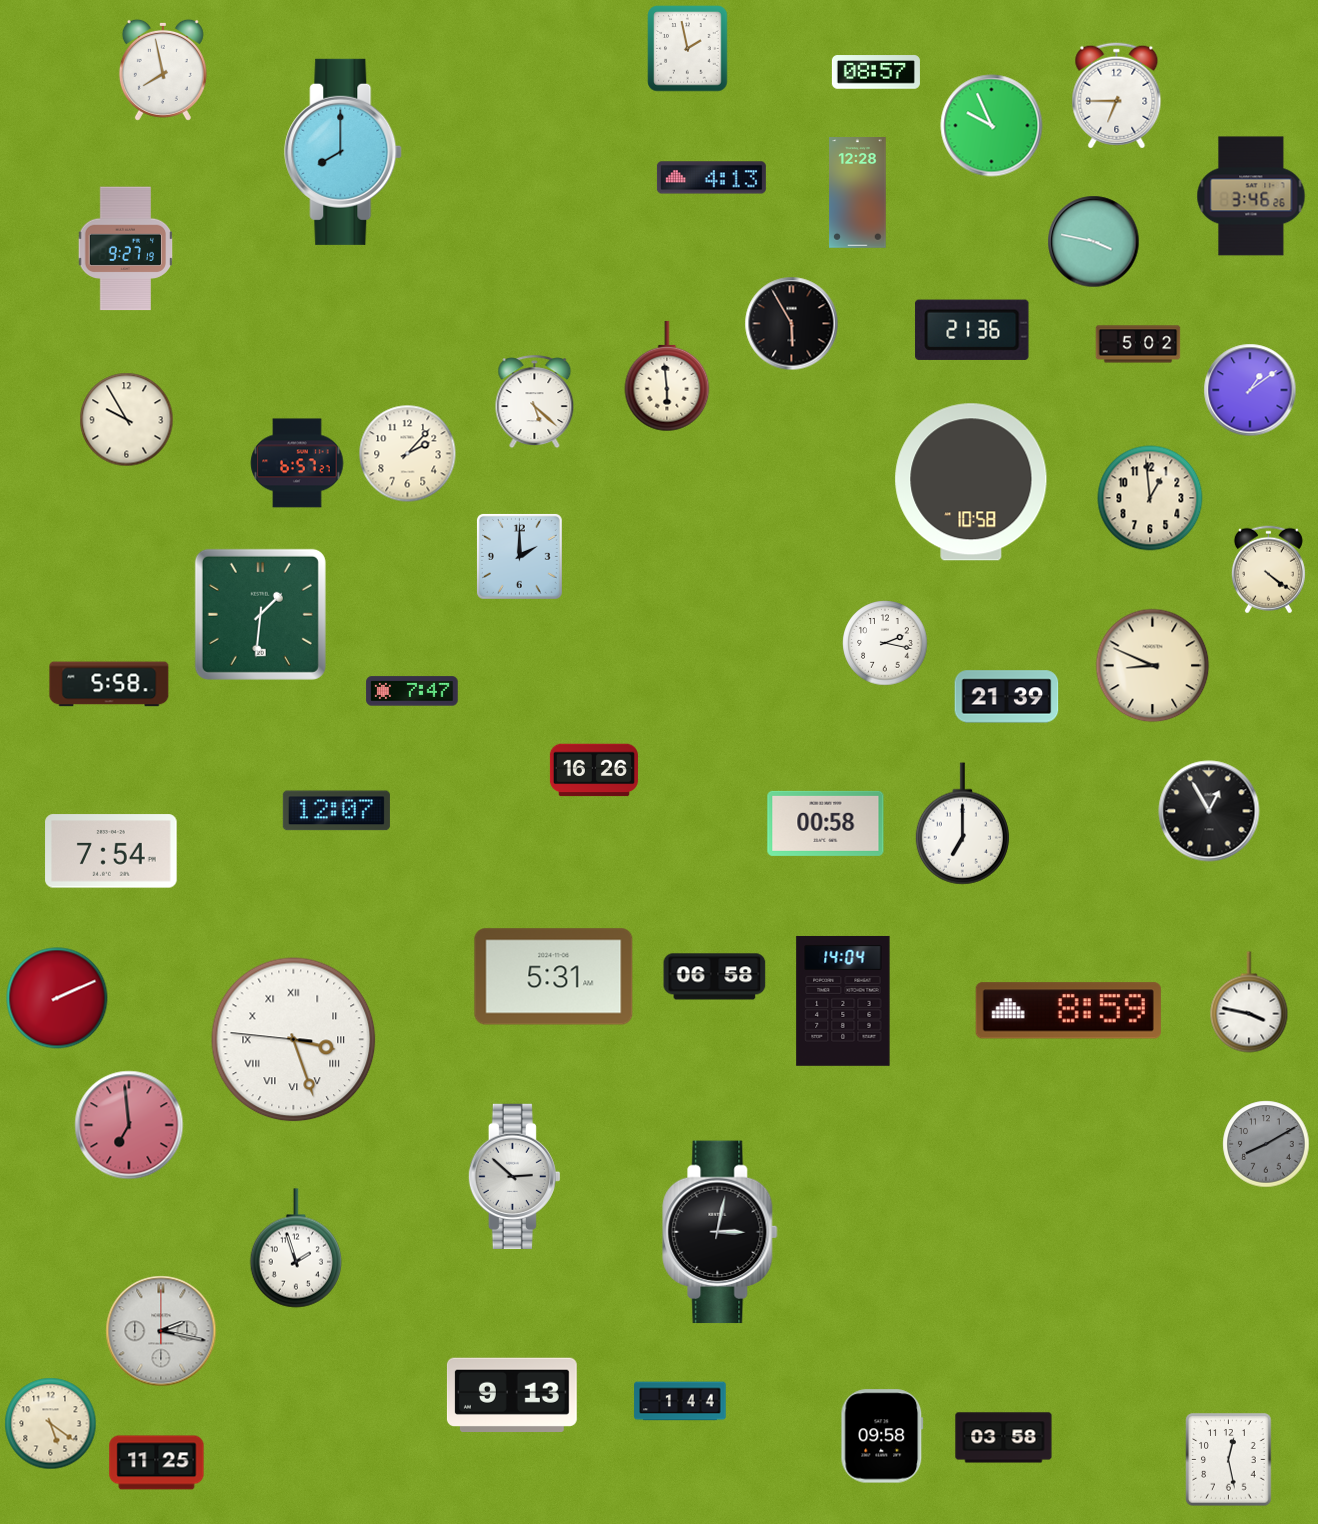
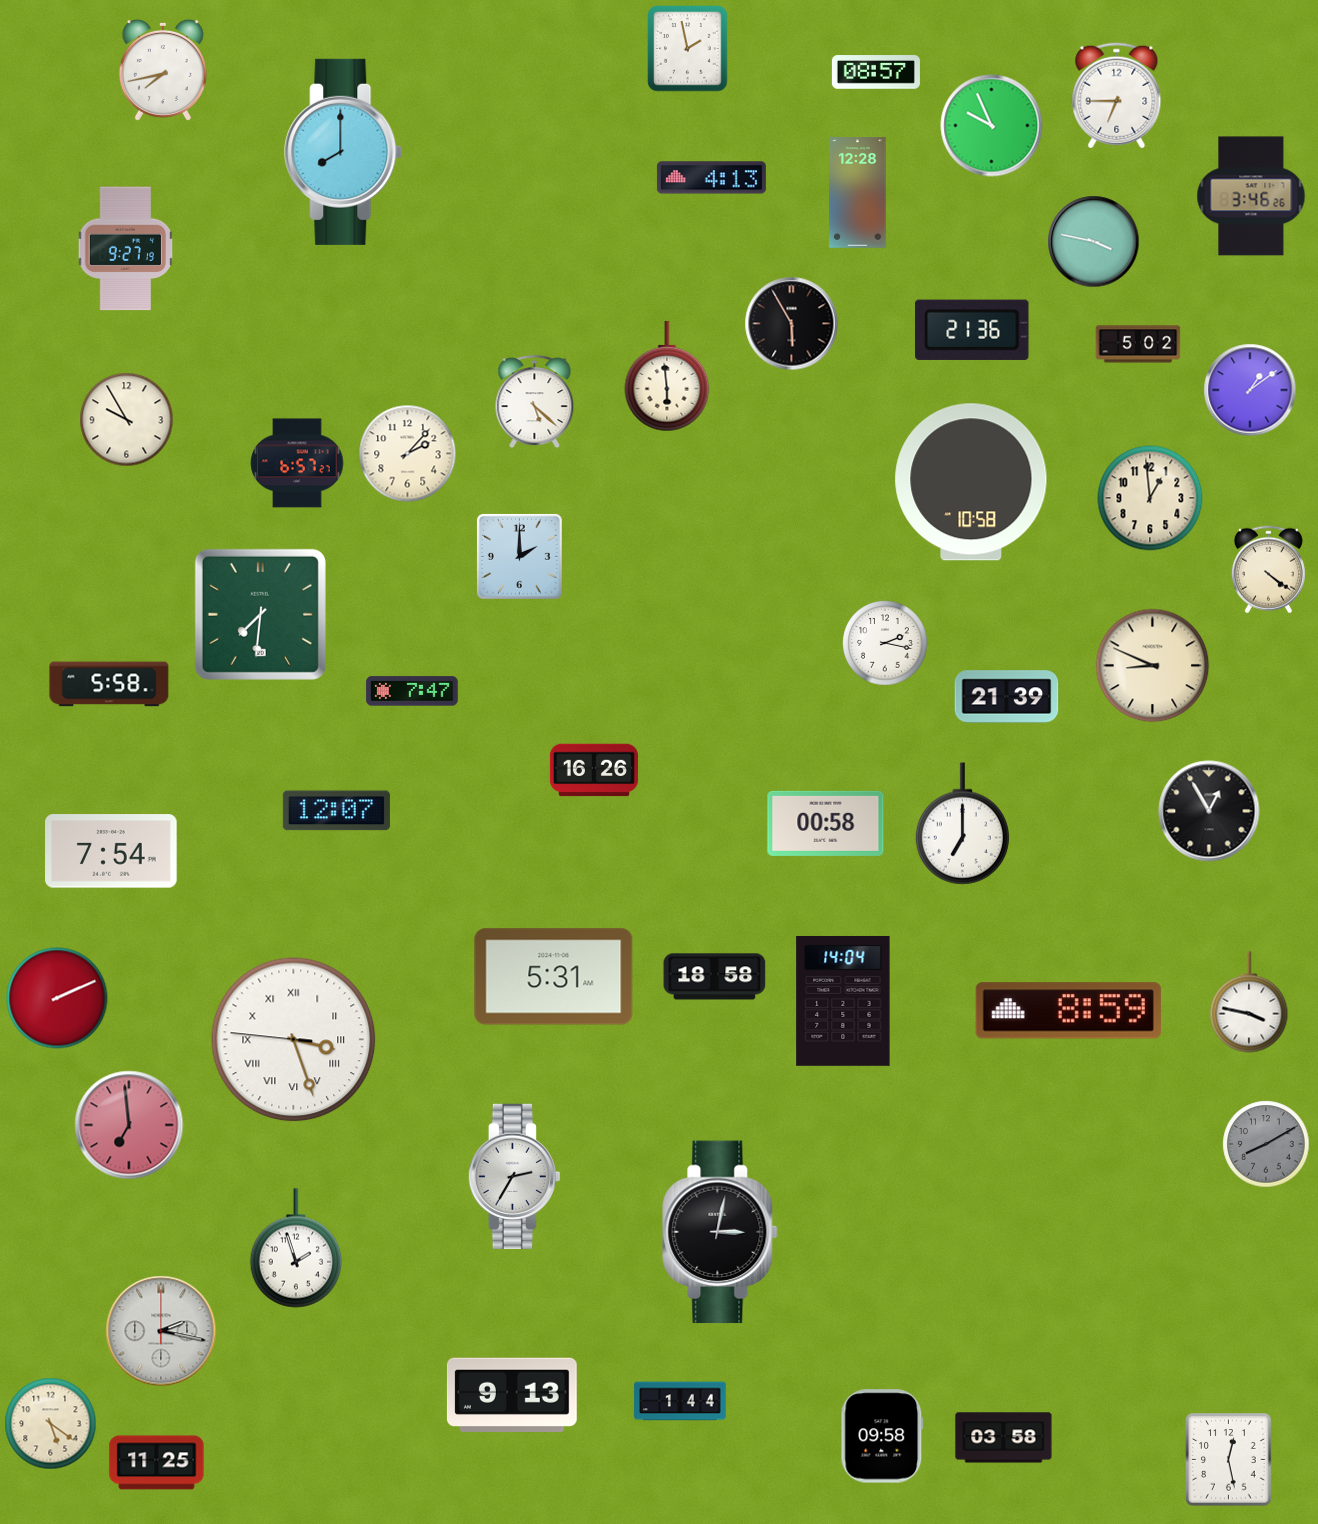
clock at (163, 70): 7:58 -> 7:43
clock at (260, 614): 1:31 -> 7:31
clock at (715, 977): 06:58 -> 18:58
clock at (514, 1176): 2:52 -> 2:35
